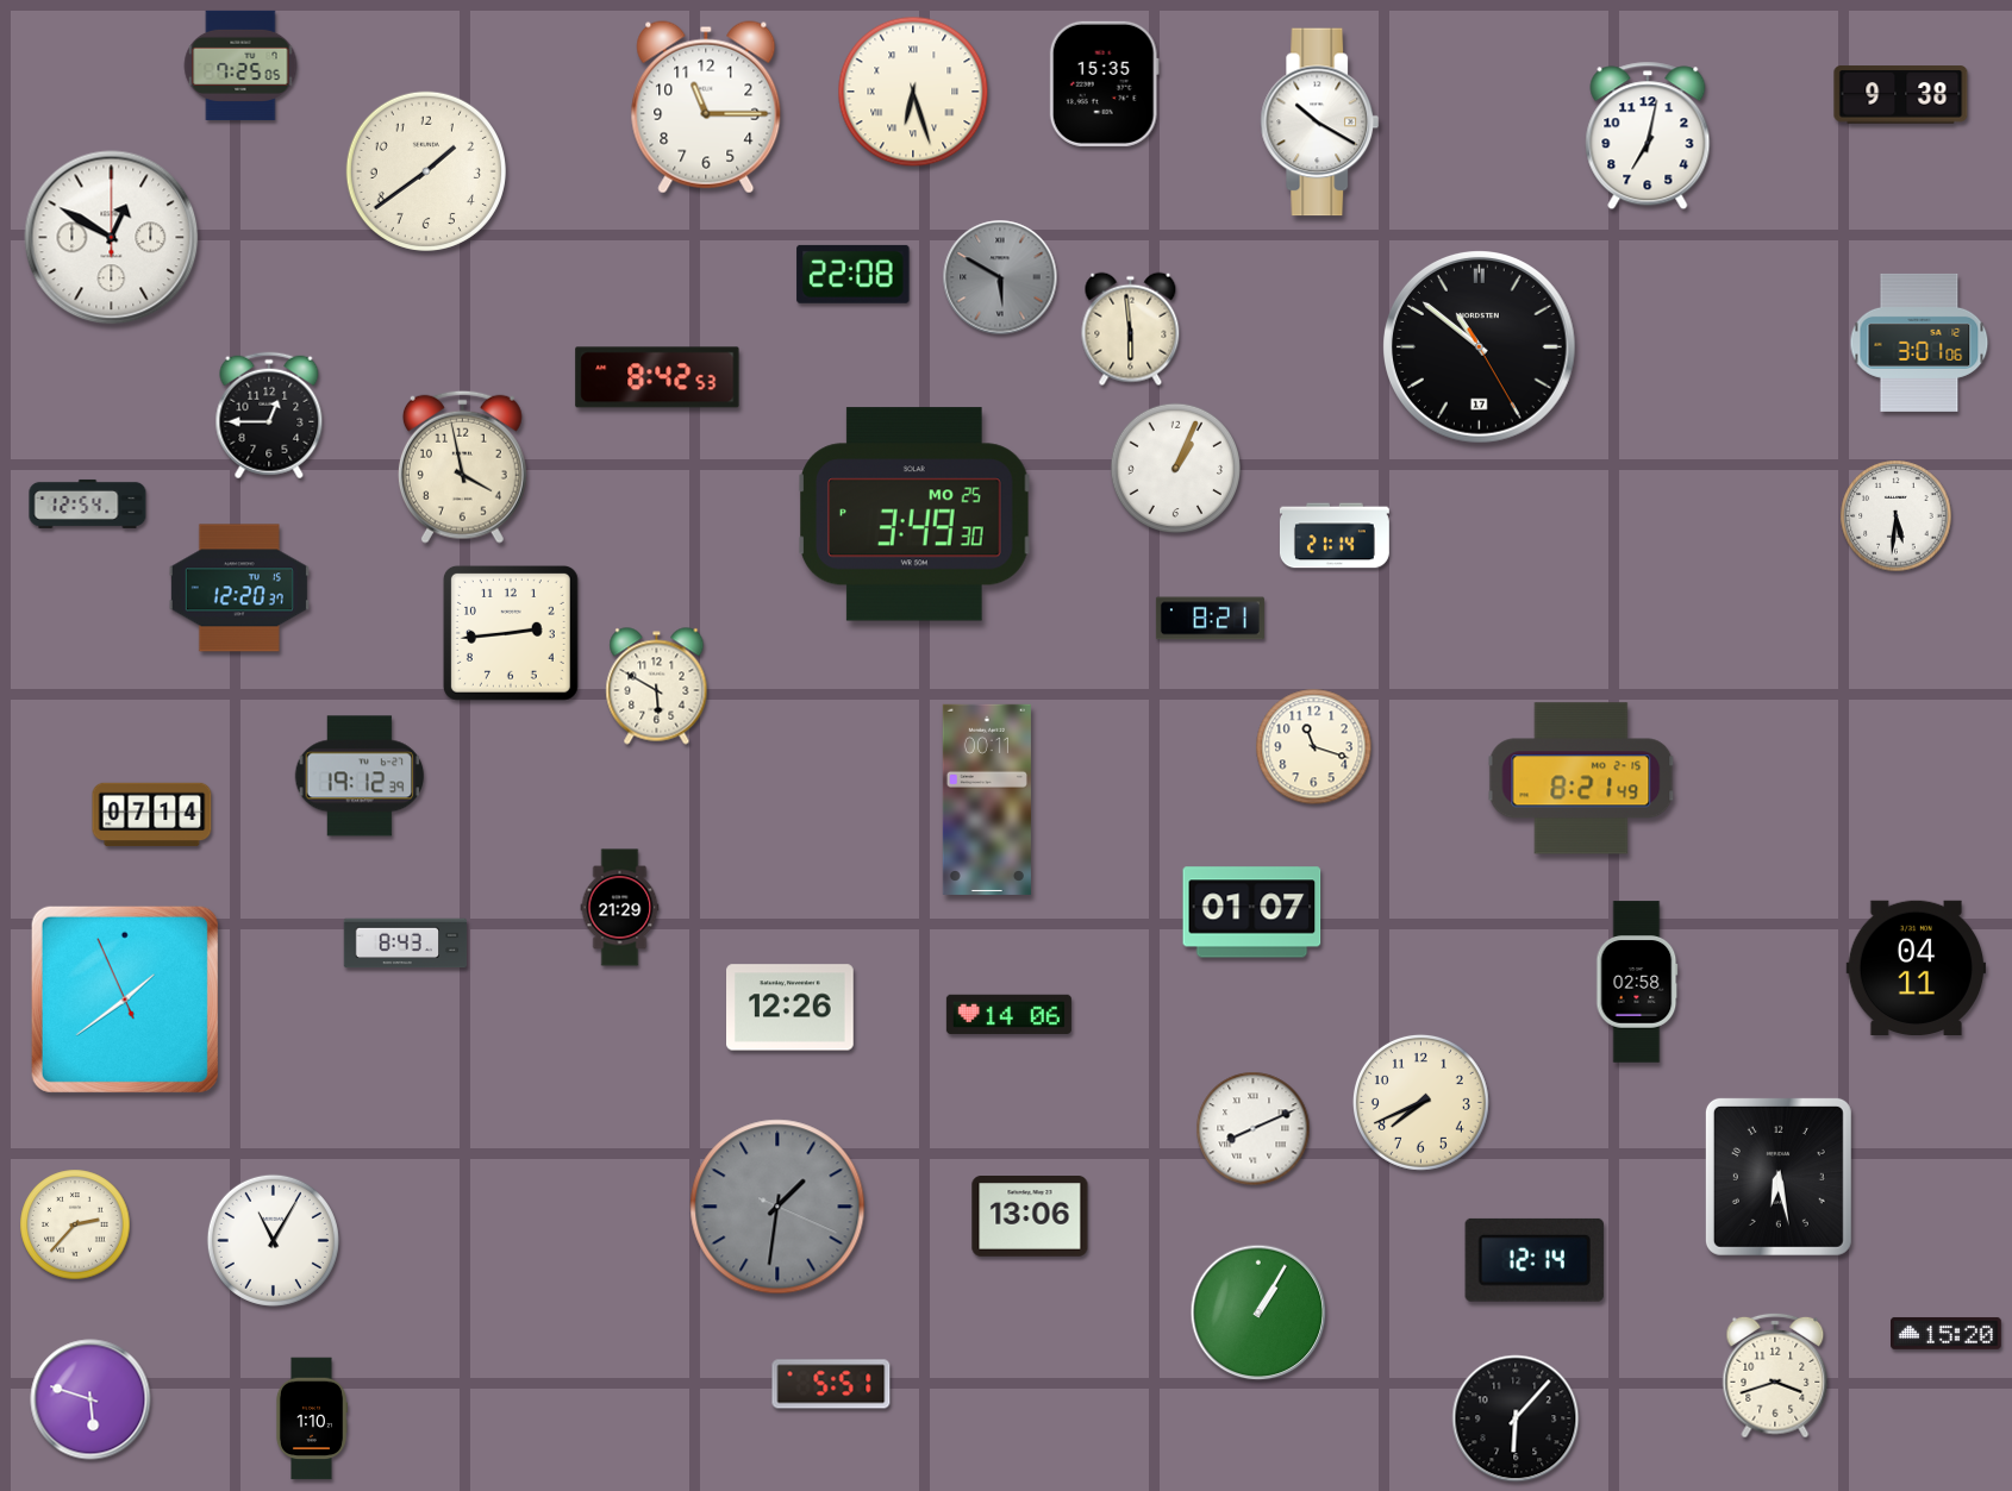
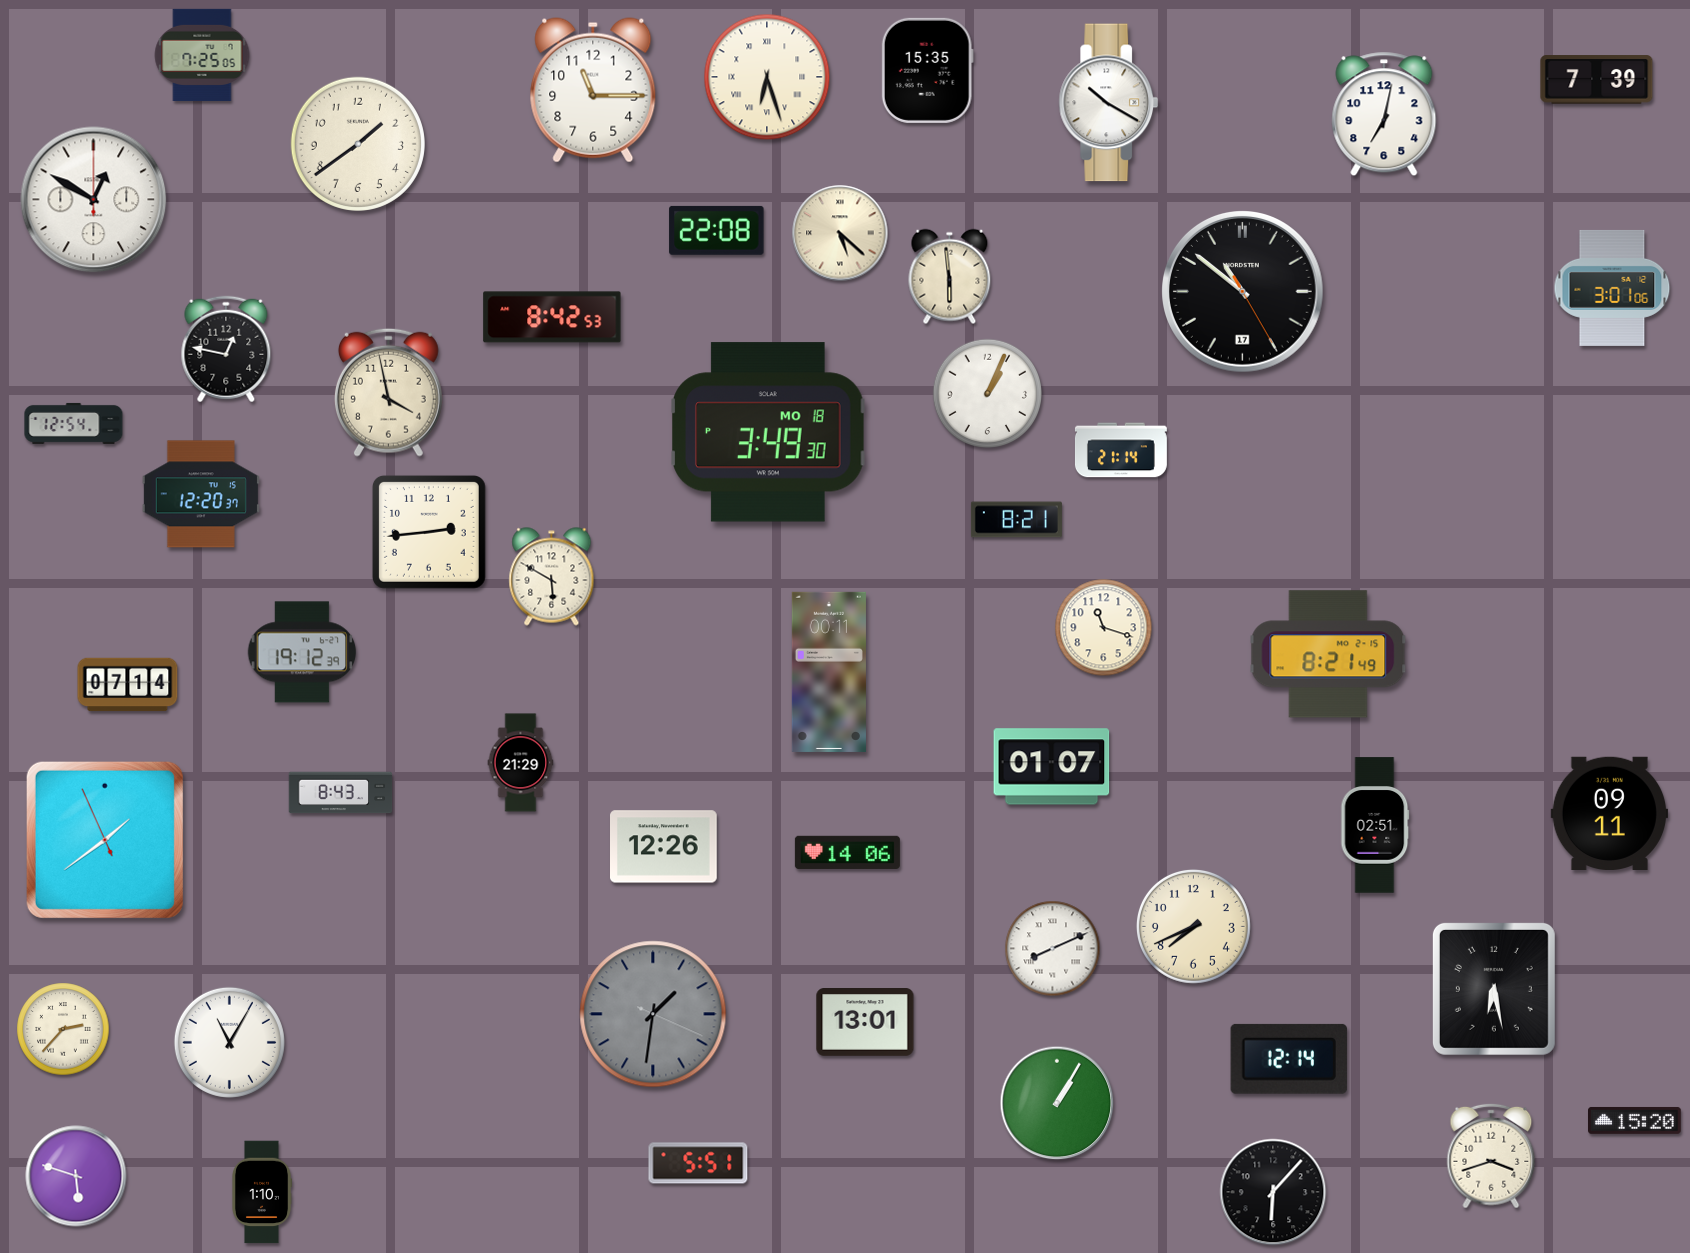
clock at (1901, 95): 9:38 -> 7:39
clock at (1000, 277): 5:50 -> 5:22
clock at (1000, 277) dial: grey -> cream
clock at (269, 415): 12:45 -> 12:47
clock at (914, 514) date: MO 25 -> MO 18
clock at (1897, 516): 5:31 -> none
clock at (1916, 967): 04:11 -> 09:11
clock at (1637, 982): 02:58 -> 02:51
clock at (1030, 1216): 13:06 -> 13:01
